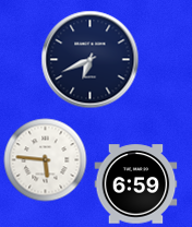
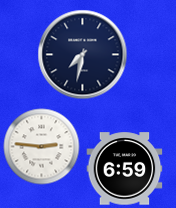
clock at (91, 60): 6:41 -> 7:32
clock at (46, 160): 5:46 -> 2:46
